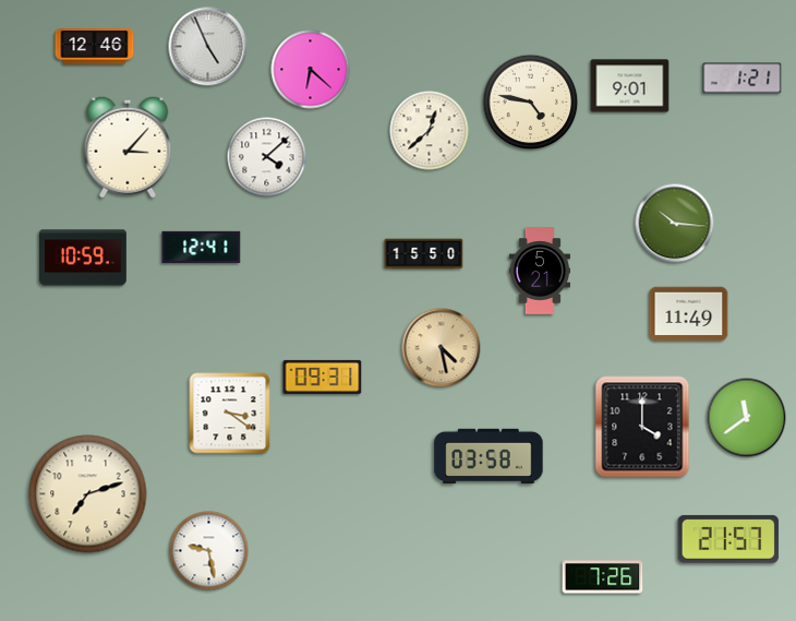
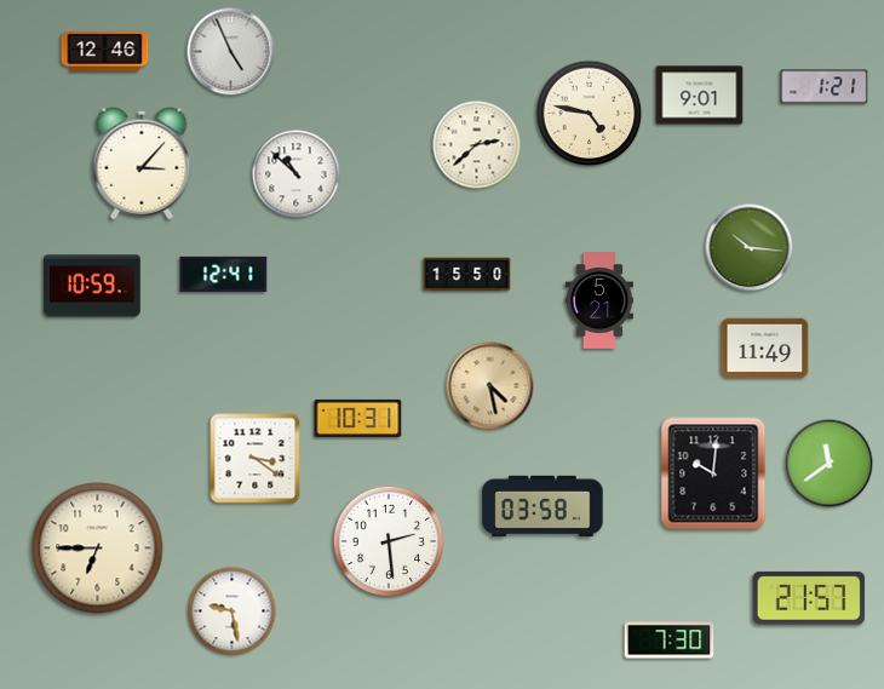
clock at (311, 70): 6:22 -> none
clock at (430, 131): 12:38 -> 2:38
clock at (267, 157): 4:08 -> 10:52
clock at (424, 254) position: (424, 254) -> (467, 275)
clock at (323, 377): 09:31 -> 10:31
clock at (642, 427): 4:00 -> 10:01
clock at (388, 540): none -> 2:29
clock at (88, 494): 7:12 -> 6:45
clock at (603, 577): 7:26 -> 7:30
